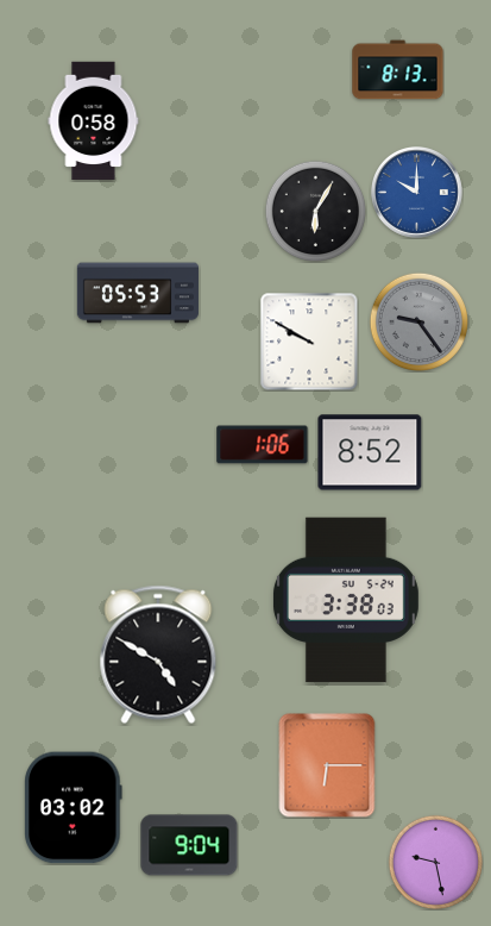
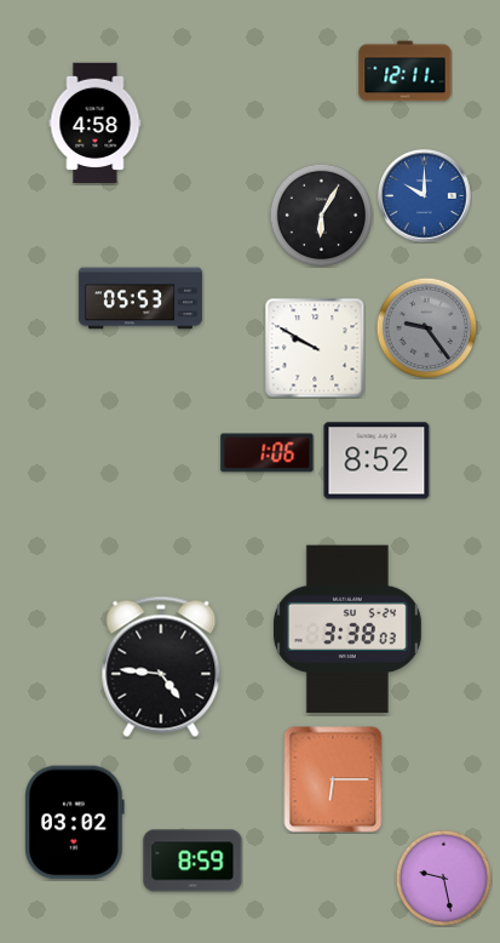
clock at (398, 70): 8:13 -> 12:11
clock at (94, 121): 0:58 -> 4:58
clock at (346, 600) position: (346, 600) -> (347, 629)
clock at (158, 655): 4:50 -> 4:46
clock at (189, 845): 9:04 -> 8:59
